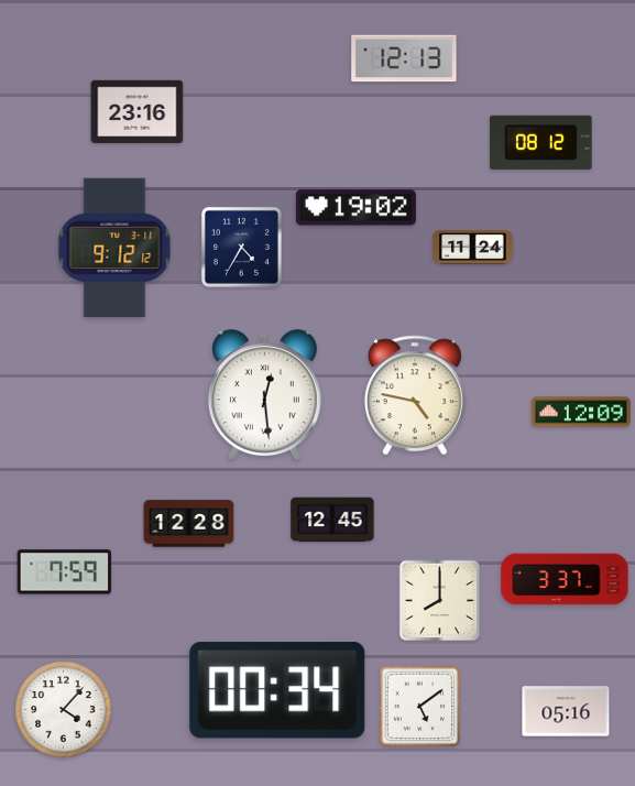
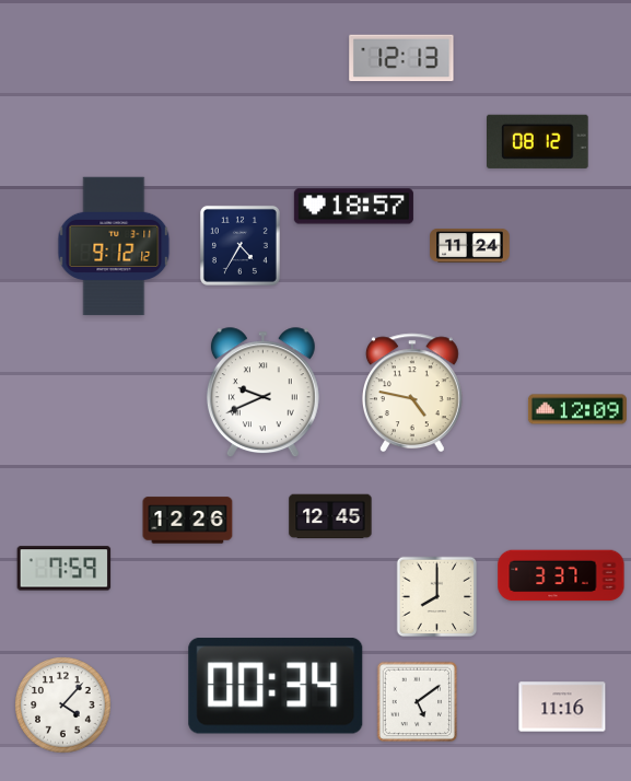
clock at (138, 112): 23:16 -> none
clock at (355, 208): 19:02 -> 18:57
clock at (264, 395): 12:29 -> 9:41
clock at (189, 524): 12:28 -> 12:26
clock at (566, 711): 05:16 -> 11:16
